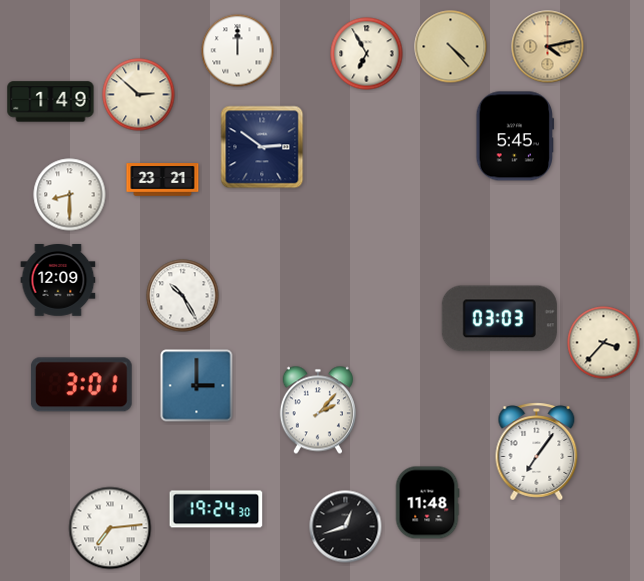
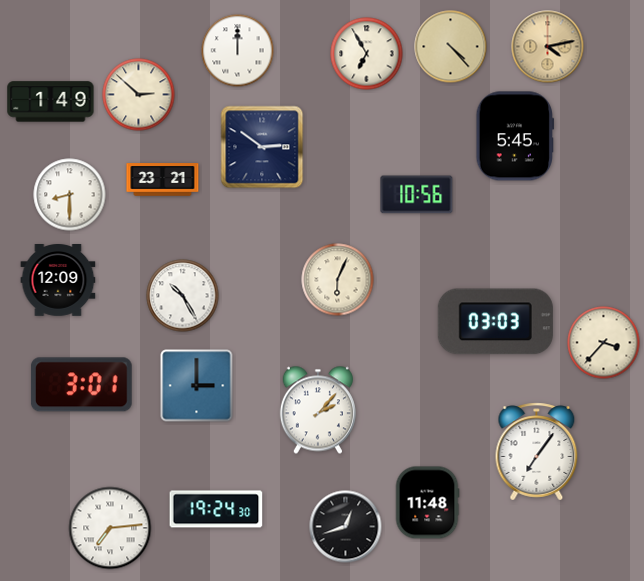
clock at (417, 195): none -> 10:56
clock at (338, 280): none -> 6:04
clock at (499, 319) position: (499, 319) -> (495, 322)
